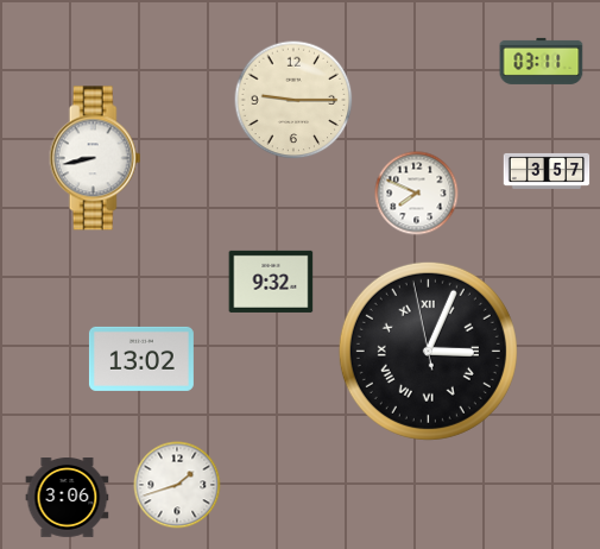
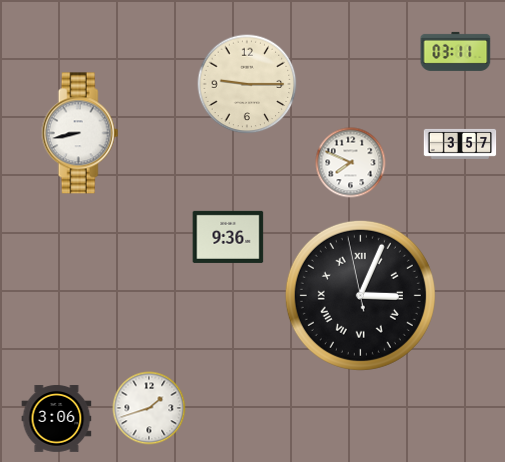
clock at (271, 282): 9:32 -> 9:36
clock at (141, 359): 13:02 -> none
